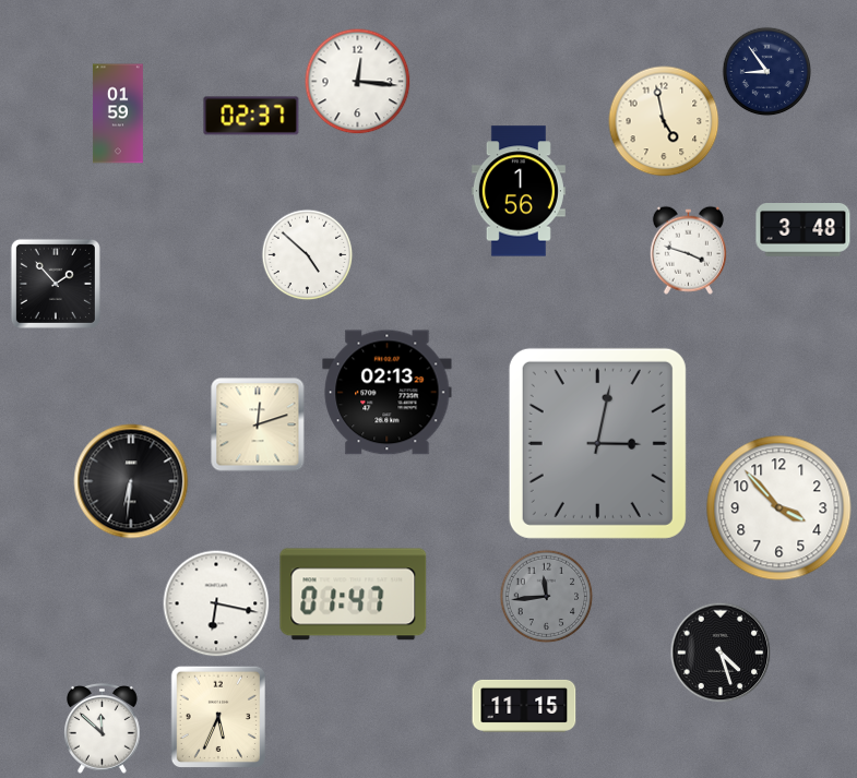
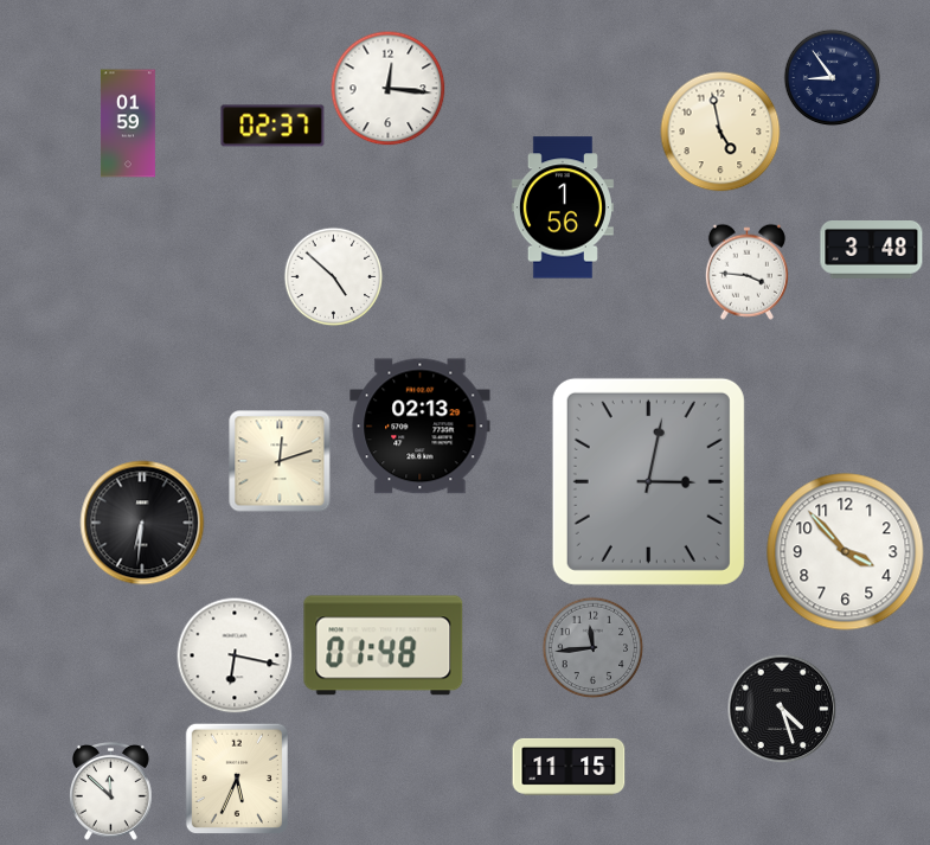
clock at (688, 250): 3:48 -> 3:46
clock at (56, 284): 1:53 -> none
clock at (354, 595): 01:47 -> 01:48
